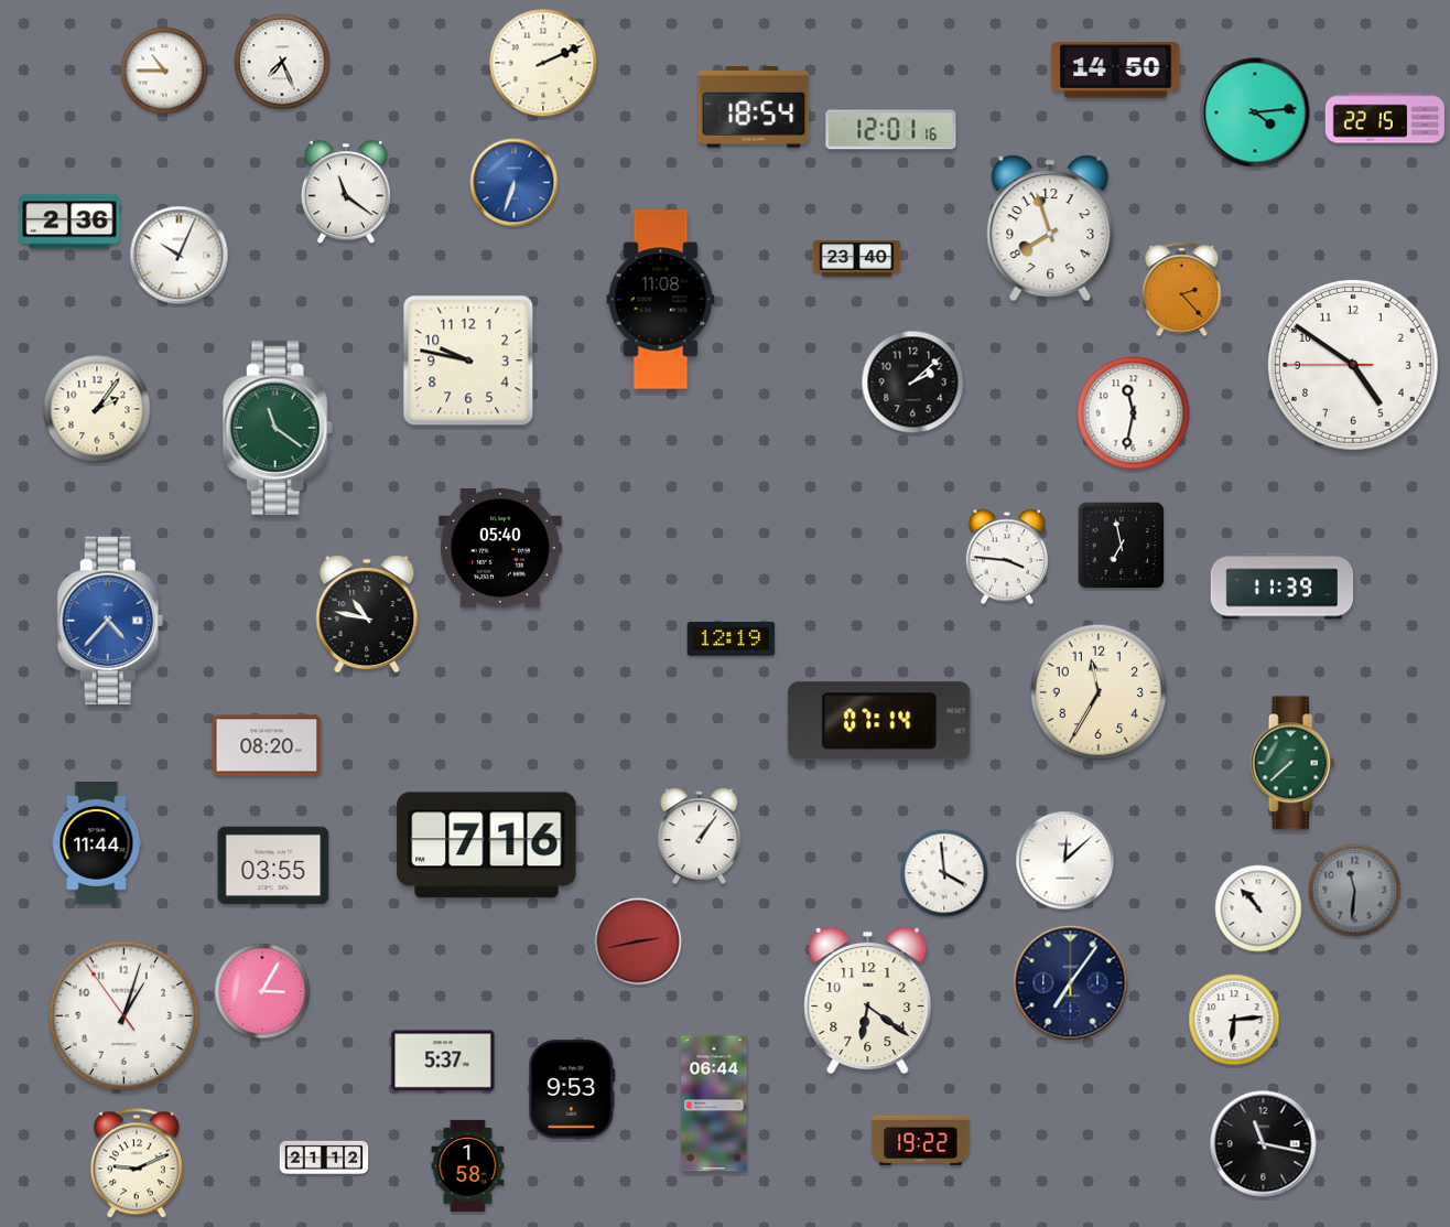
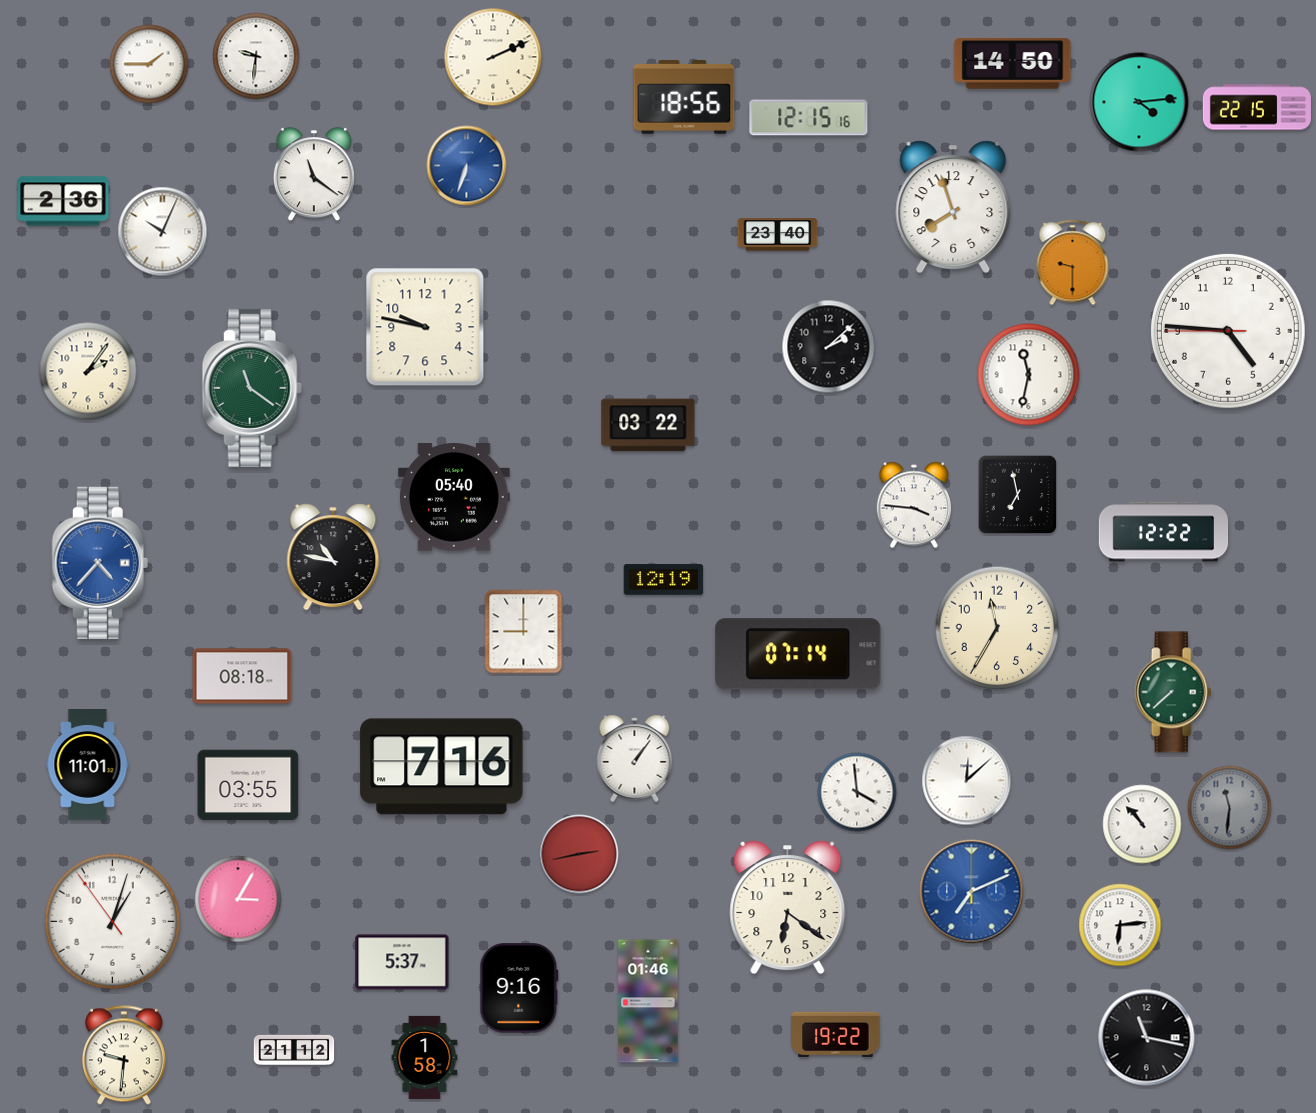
clock at (282, 62): 7:26 -> 9:31
clock at (164, 71): 10:45 -> 1:45
clock at (754, 108): 18:54 -> 18:56
clock at (891, 130): 12:01 -> 12:15
clock at (1182, 290): 2:23 -> 9:30
clock at (661, 300): 11:08 -> none
clock at (1353, 365): 4:50 -> 4:45
clock at (648, 425): none -> 03:22
clock at (1283, 586): 11:39 -> 12:22
clock at (524, 632): none -> 9:00
clock at (267, 745): 08:20 -> 08:18
clock at (97, 843): 11:44 -> 11:01
clock at (1071, 983): 7:06 -> 7:11
clock at (1071, 983) dial: navy -> blue
clock at (572, 1089): 9:53 -> 9:16
clock at (714, 1104): 06:44 -> 01:46
clock at (137, 1163): 9:11 -> 9:31
